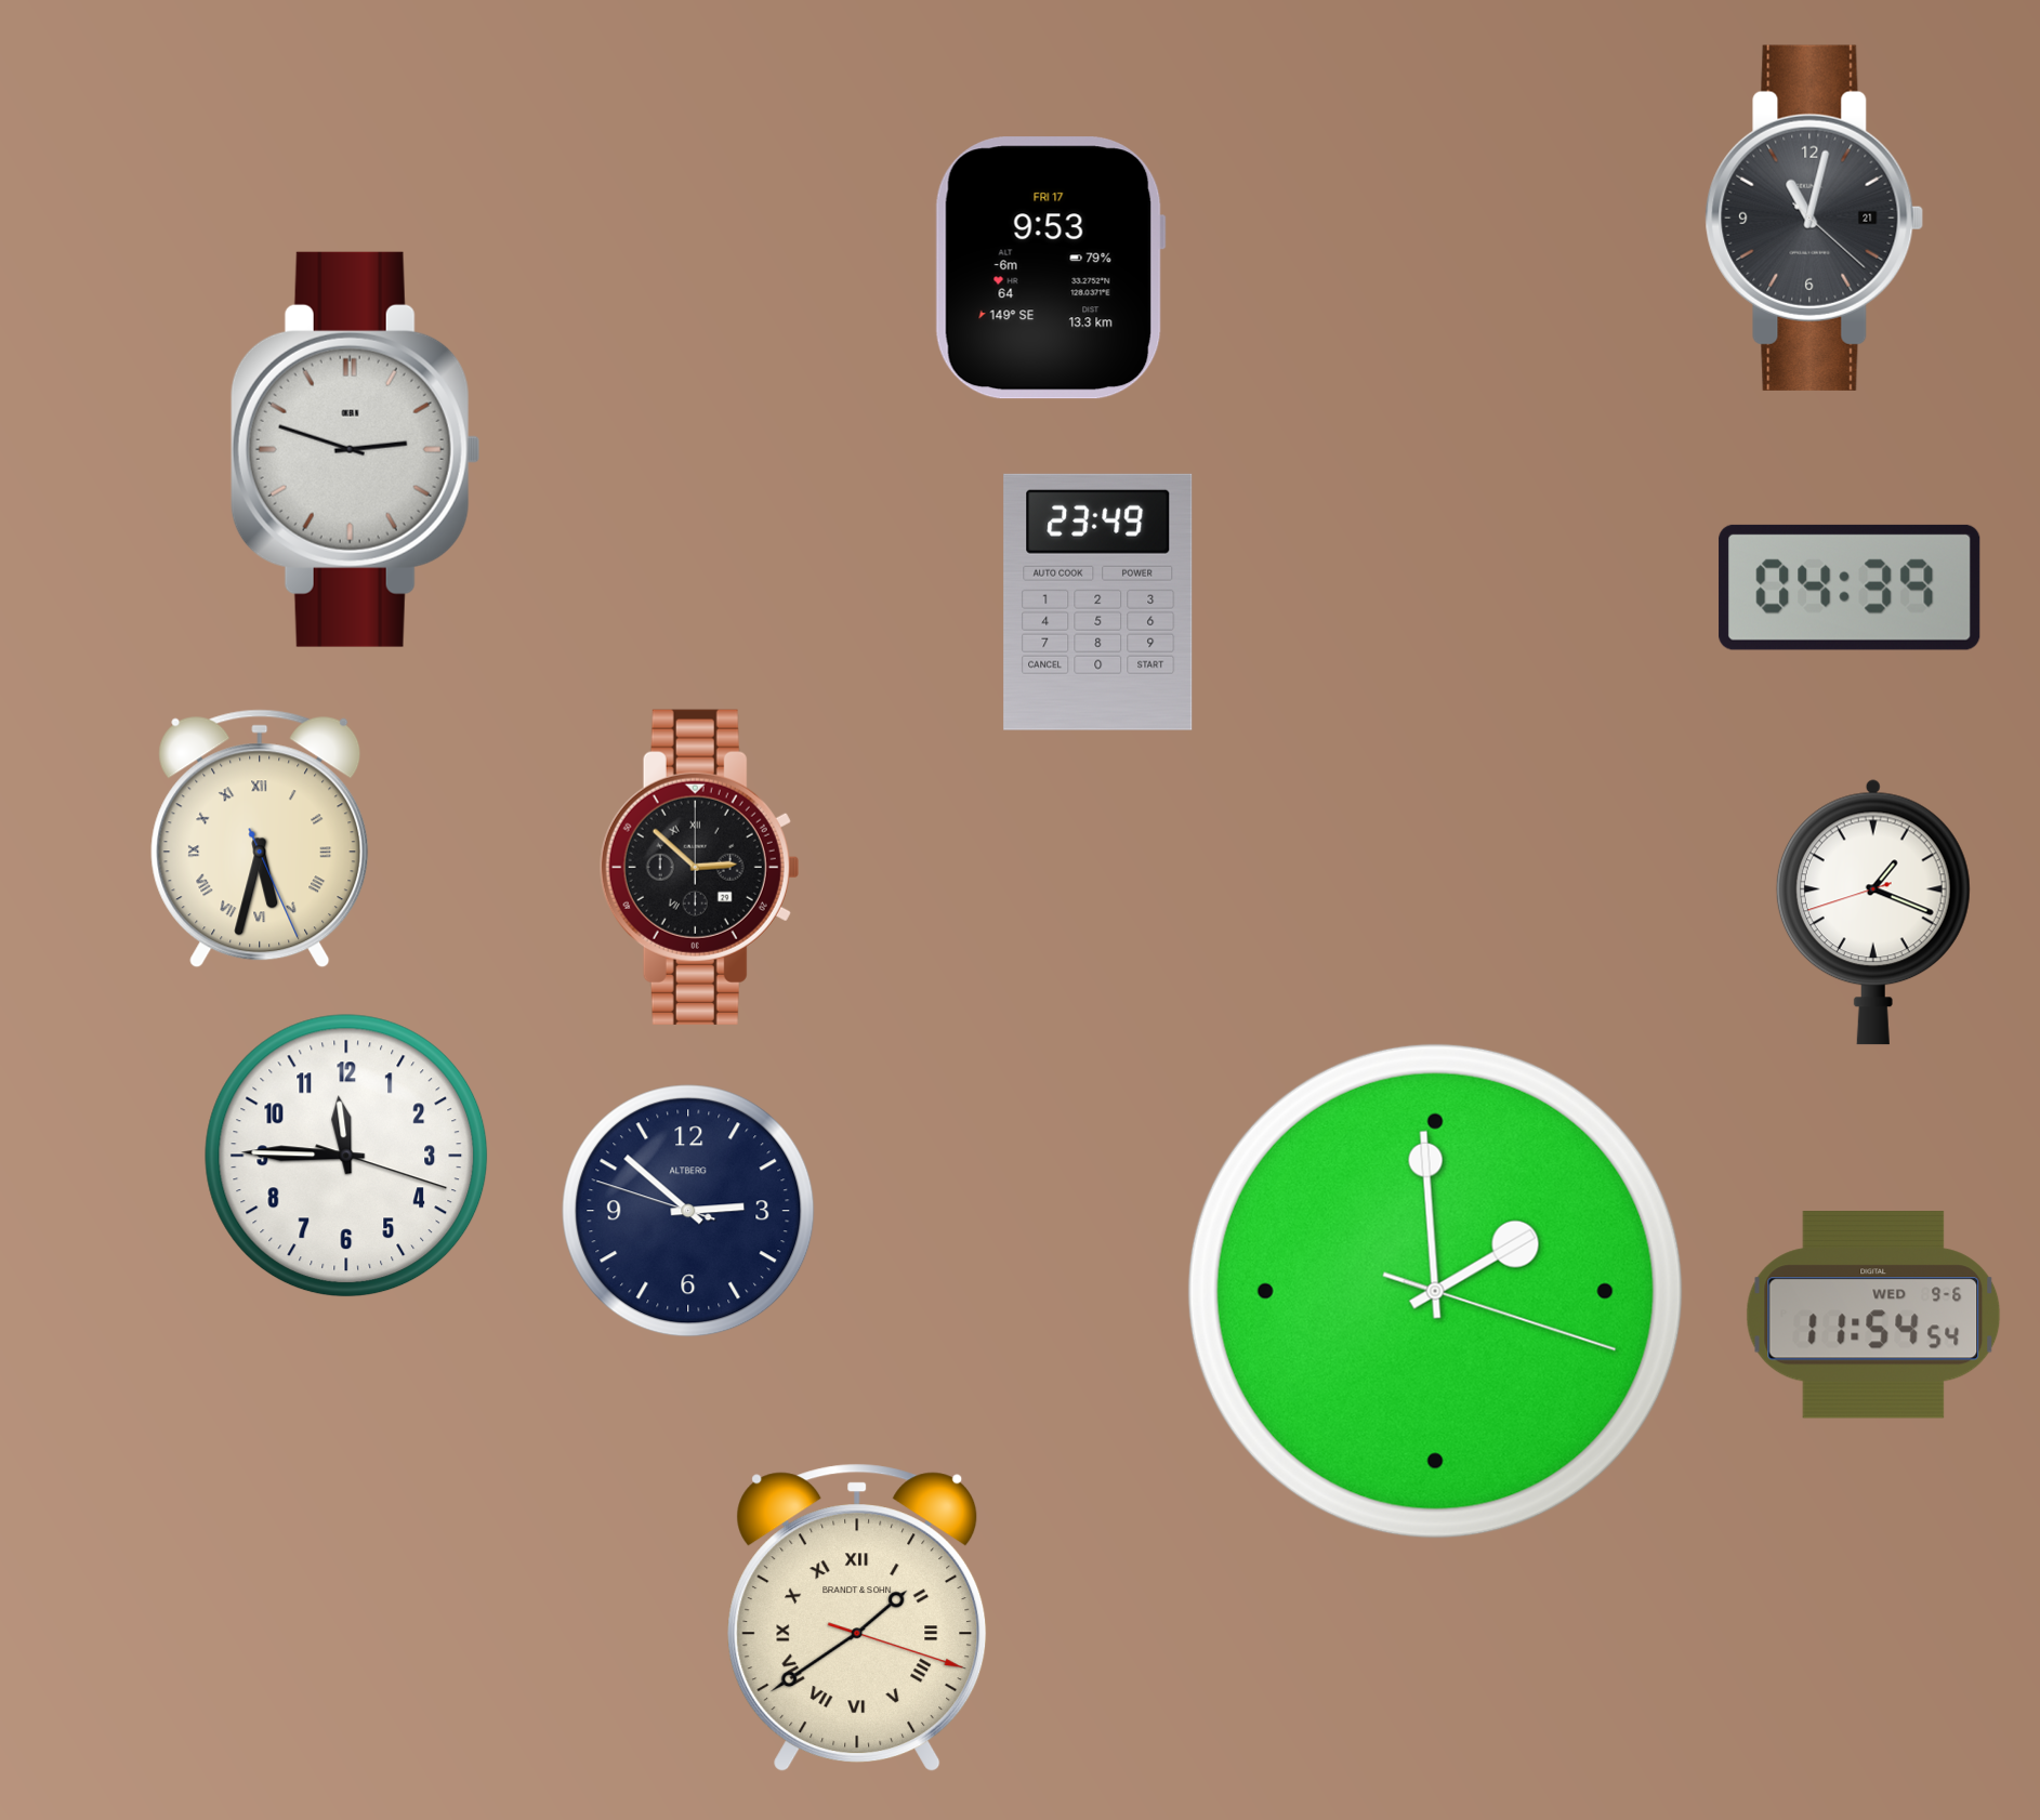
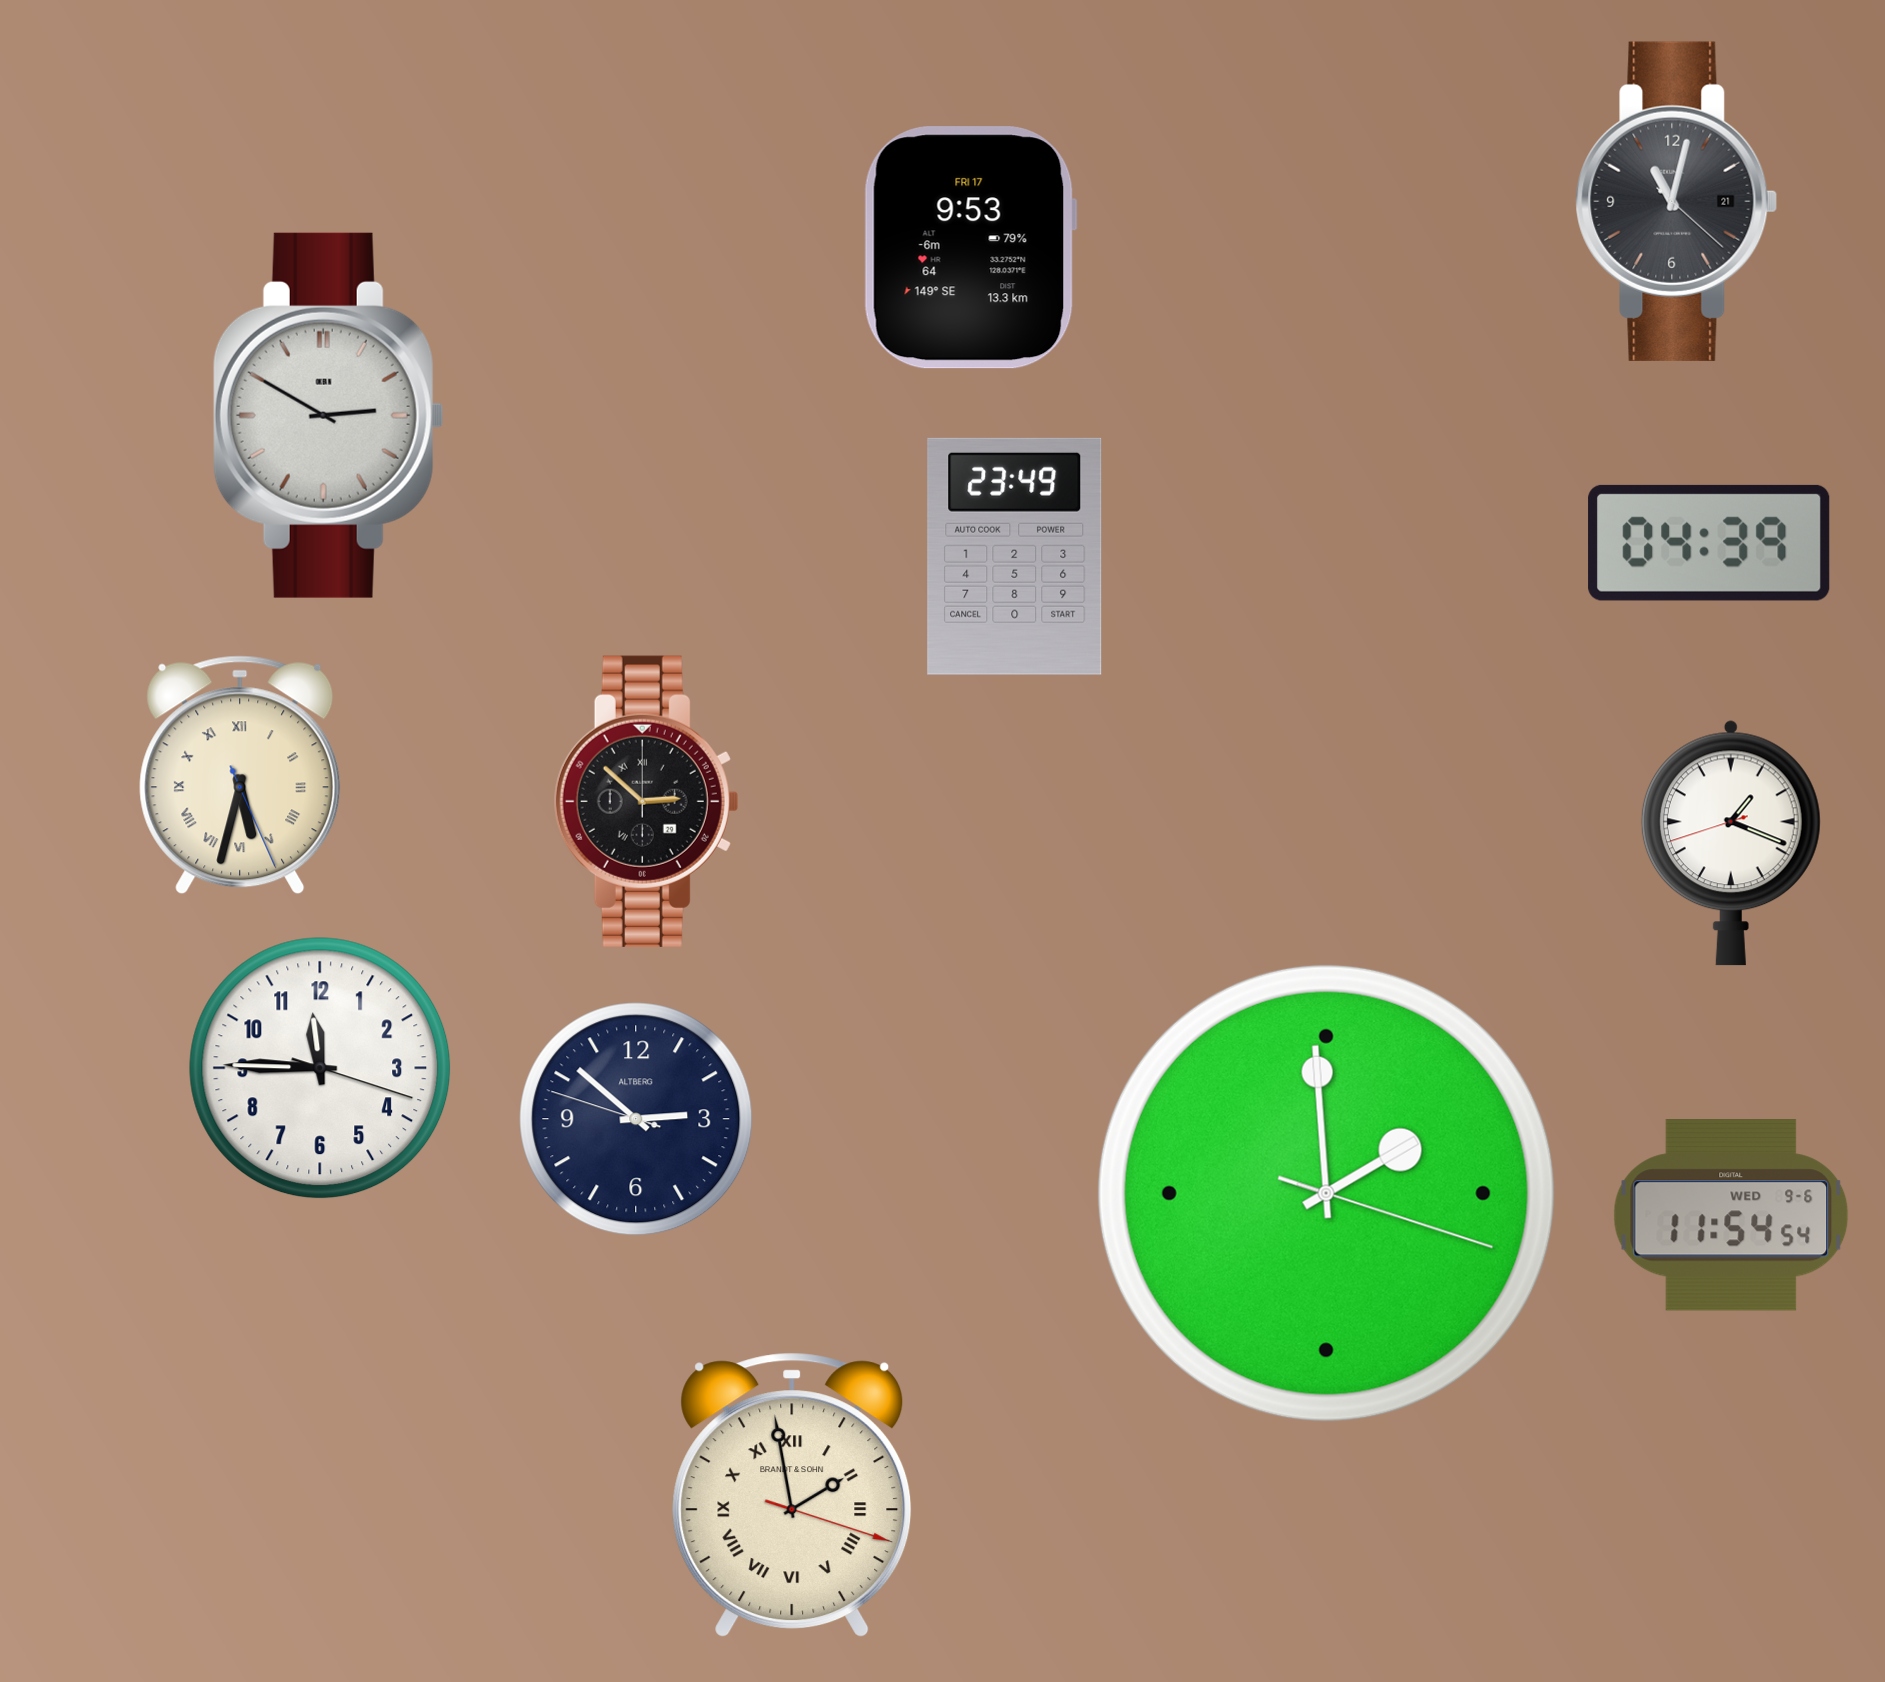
clock at (355, 449): 2:48 -> 2:50
clock at (857, 1618): 1:39 -> 1:58
